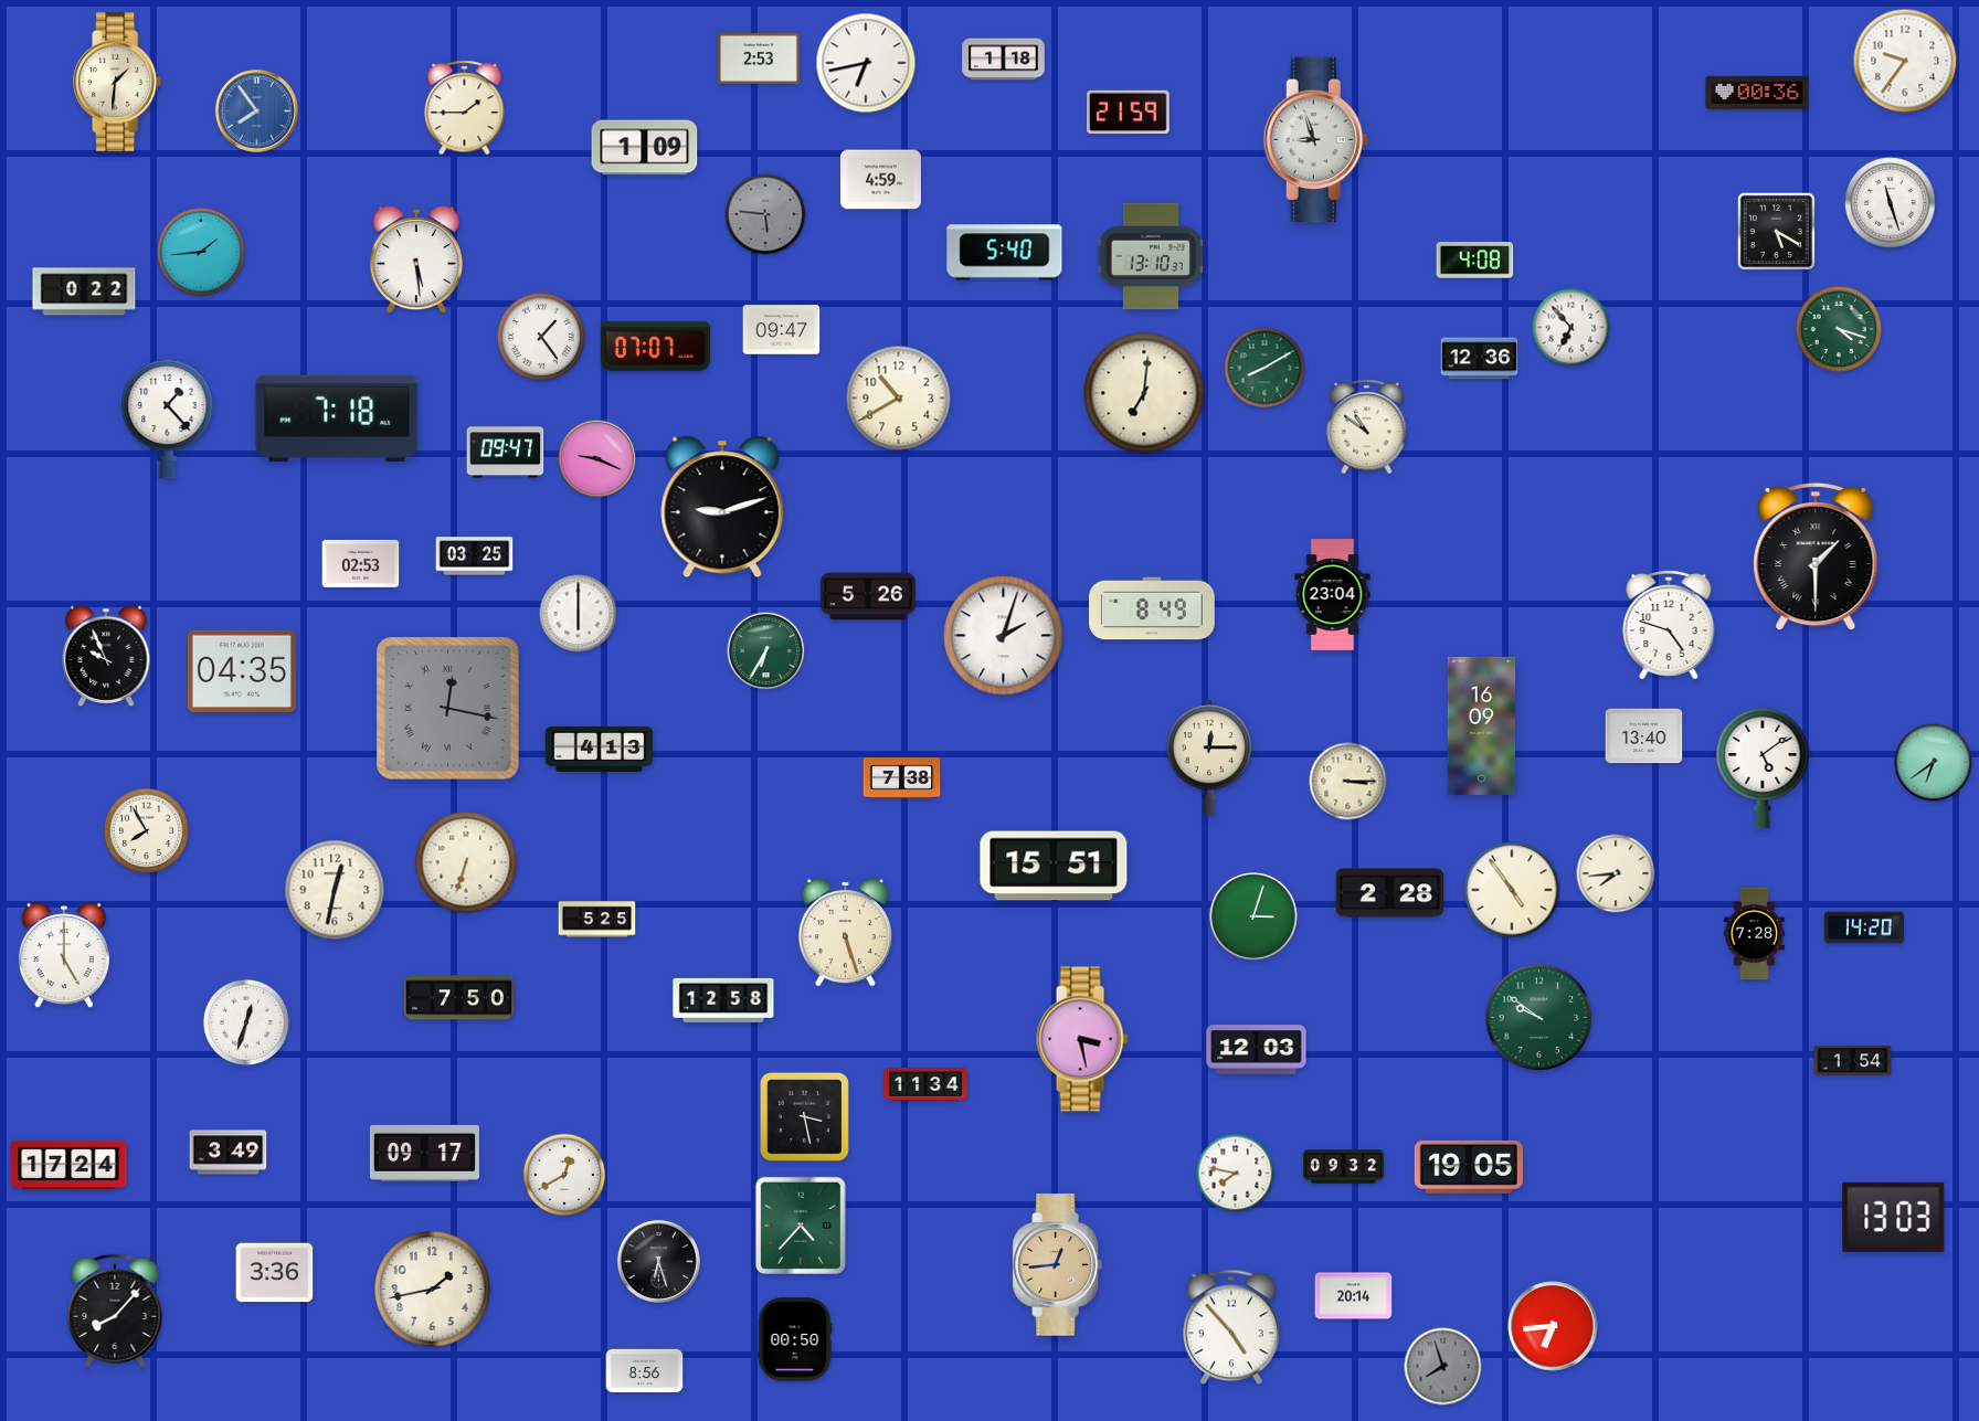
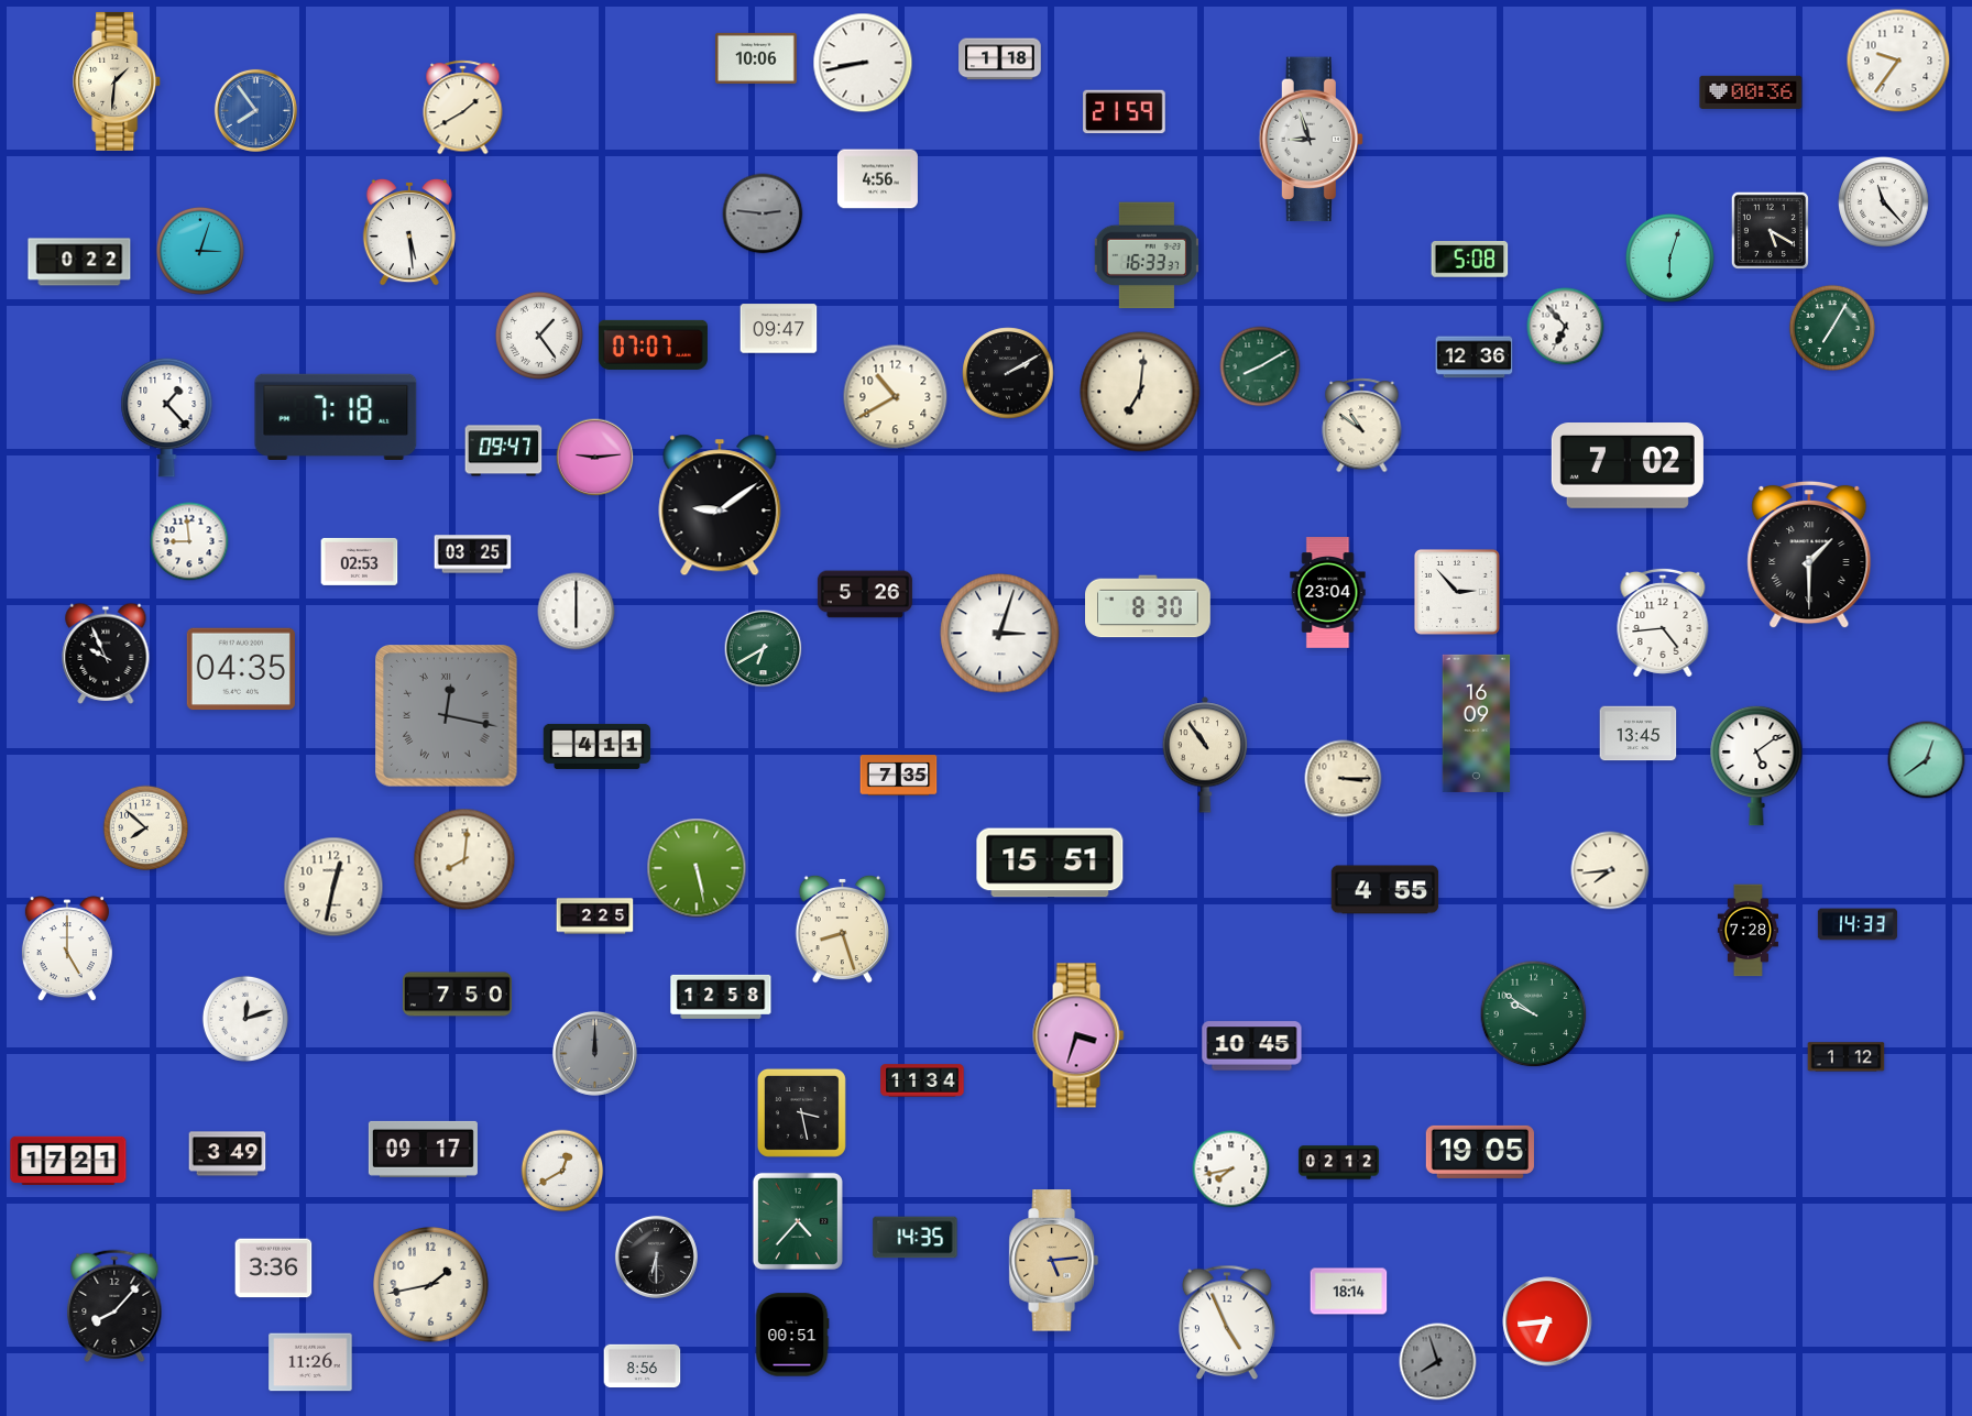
clock at (760, 59): 2:53 -> 10:06
clock at (866, 63): 6:43 -> 8:43
clock at (465, 108): 1:45 -> 1:40
clock at (645, 148): 1:09 -> none
clock at (880, 180): 4:59 -> 4:56
clock at (1891, 203): 11:27 -> 11:23
clock at (765, 214): 5:46 -> 2:46
clock at (201, 252): 1:44 -> 3:03
clock at (1005, 253): 5:40 -> none
clock at (1151, 256): 13:10 -> 16:33
clock at (1669, 257): none -> 6:03
clock at (416, 259) position: (416, 259) -> (409, 232)
clock at (1475, 261): 4:08 -> 5:08
clock at (84, 291) position: (84, 291) -> (79, 262)
clock at (1839, 329): 4:18 -> 7:05
clock at (1008, 373): none -> 2:10
clock at (597, 459): 9:19 -> 9:14
clock at (1628, 466): none -> 7:02
clock at (722, 507): 9:12 -> 9:09
clock at (189, 541): none -> 8:59
clock at (1457, 592): none -> 2:53
clock at (1153, 608): 8:49 -> 8:30
clock at (1669, 625): 4:48 -> 4:44
clock at (1004, 636): 2:03 -> 3:03
clock at (766, 651): 6:35 -> 6:40
clock at (448, 709) position: (448, 709) -> (447, 716)
clock at (1644, 736): 13:40 -> 13:45
clock at (600, 749): 4:13 -> 4:11
clock at (1209, 757): 12:15 -> 10:54
clock at (1934, 763): 6:39 -> 12:39
clock at (902, 778): 7:38 -> 7:35
clock at (146, 831): 7:55 -> 7:52
clock at (466, 862): 6:33 -> 8:01
clock at (697, 868): none -> 5:28
clock at (1512, 890): 4:54 -> none
clock at (1390, 893): 2:28 -> 4:55
clock at (1253, 916): 3:03 -> none
clock at (597, 920): 5:25 -> 2:25
clock at (1864, 927): 14:20 -> 14:33
clock at (845, 932): 5:27 -> 8:27
clock at (64, 956) position: (64, 956) -> (67, 950)
clock at (246, 1022): 12:33 -> 12:12
clock at (1082, 1039): 3:28 -> 3:33
clock at (1257, 1050): 12:03 -> 10:45
clock at (594, 1053): none -> 12:00
clock at (1853, 1061): 1:54 -> 1:12
clock at (229, 1153) position: (229, 1153) -> (228, 1154)
clock at (68, 1165): 17:24 -> 17:21
clock at (1343, 1167): 09:32 -> 02:12
clock at (1469, 1167) position: (1469, 1167) -> (1480, 1152)
clock at (1236, 1174): 7:47 -> 7:43
clock at (1894, 1217): 13:03 -> none
clock at (916, 1238): none -> 14:35
clock at (658, 1261): 6:27 -> 6:30
clock at (1057, 1265): 12:44 -> 5:14
clock at (1354, 1296): 20:14 -> 18:14
clock at (1232, 1327): 4:53 -> 4:56
clock at (795, 1339): 00:50 -> 00:51
clock at (310, 1362): none -> 11:26
